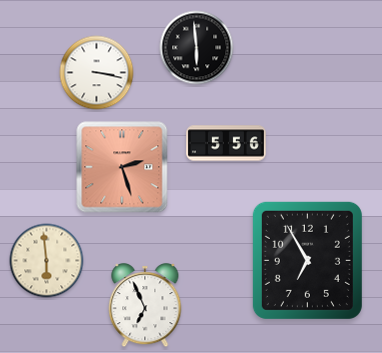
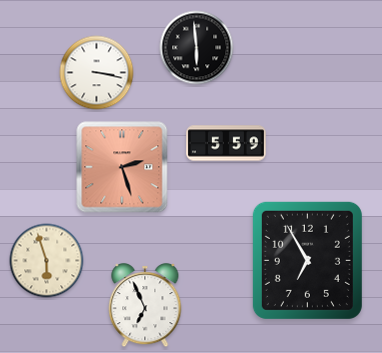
clock at (226, 143): 5:56 -> 5:59
clock at (47, 261): 5:59 -> 5:57
